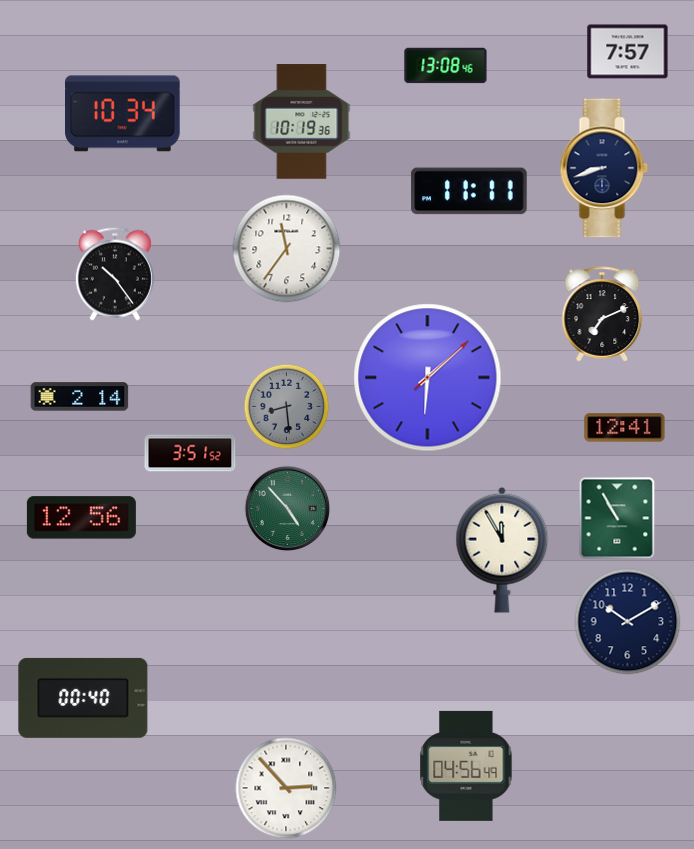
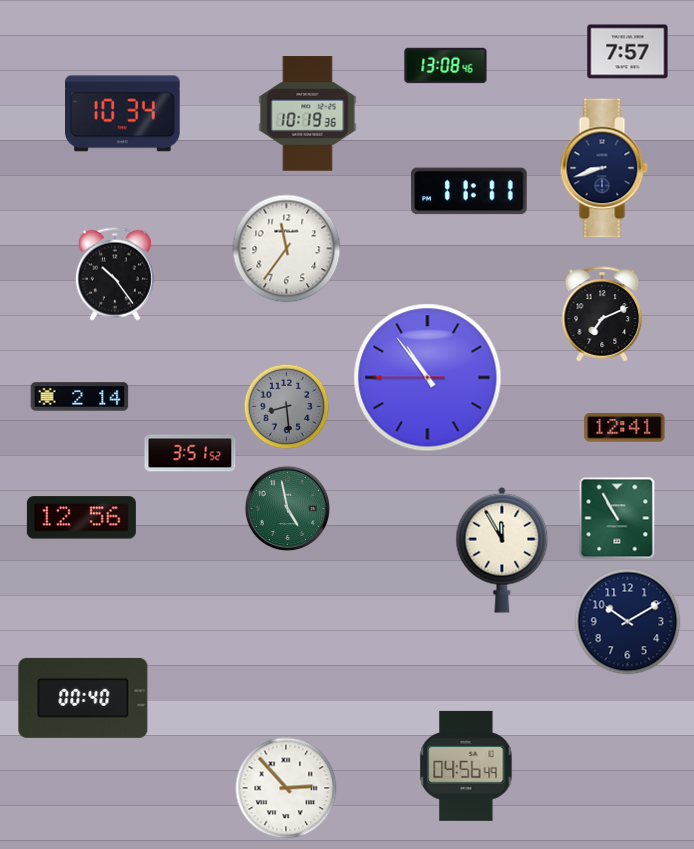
clock at (302, 122) position: (302, 122) -> (308, 114)
clock at (428, 378): 6:08 -> 10:53
clock at (287, 508): 4:53 -> 4:58
